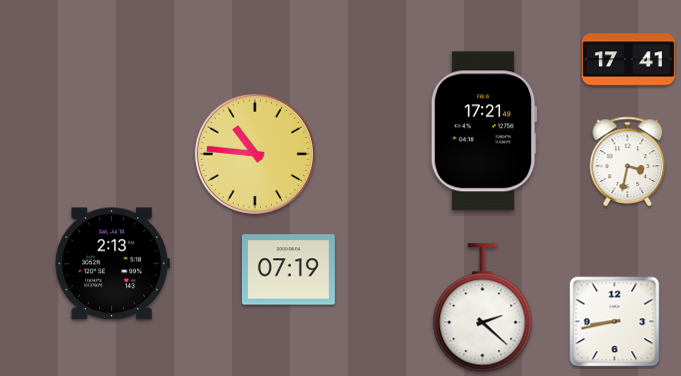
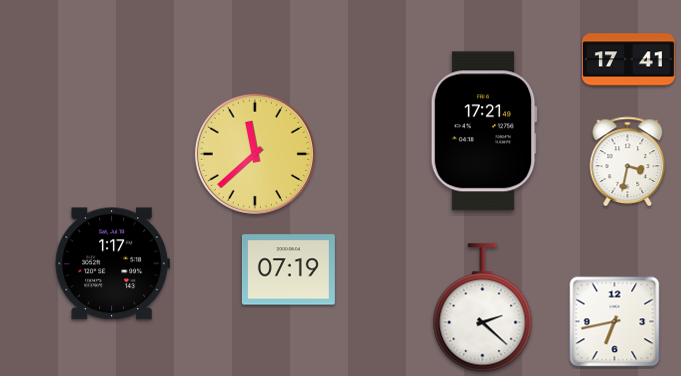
clock at (255, 154): 10:46 -> 11:38
clock at (112, 264): 2:13 -> 1:17
clock at (615, 322): 8:43 -> 6:43
